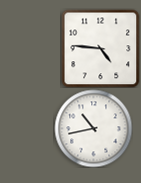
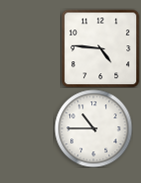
clock at (93, 128): 10:43 -> 10:45
